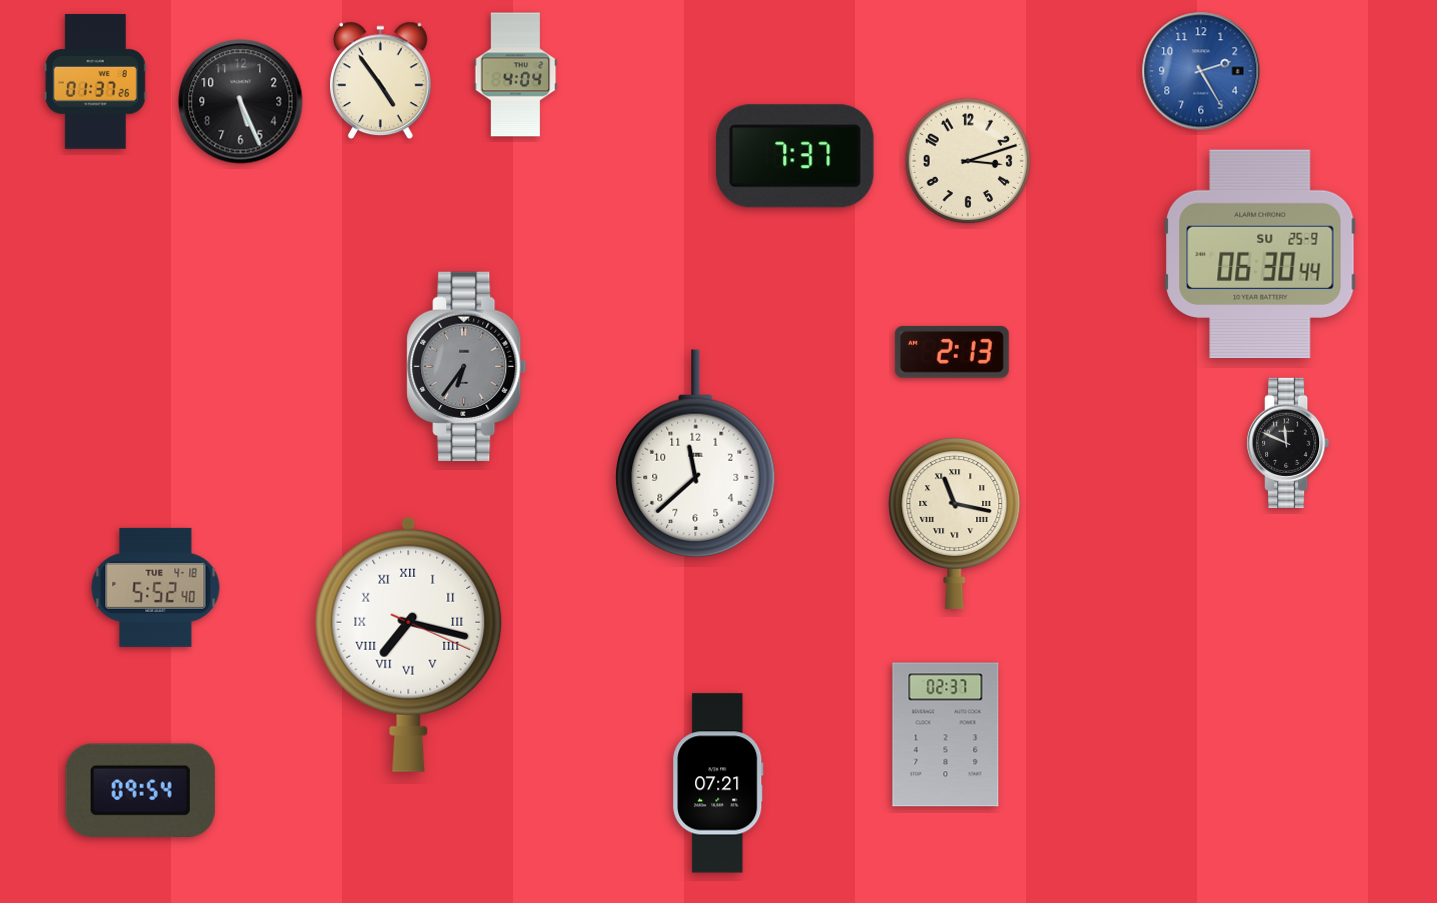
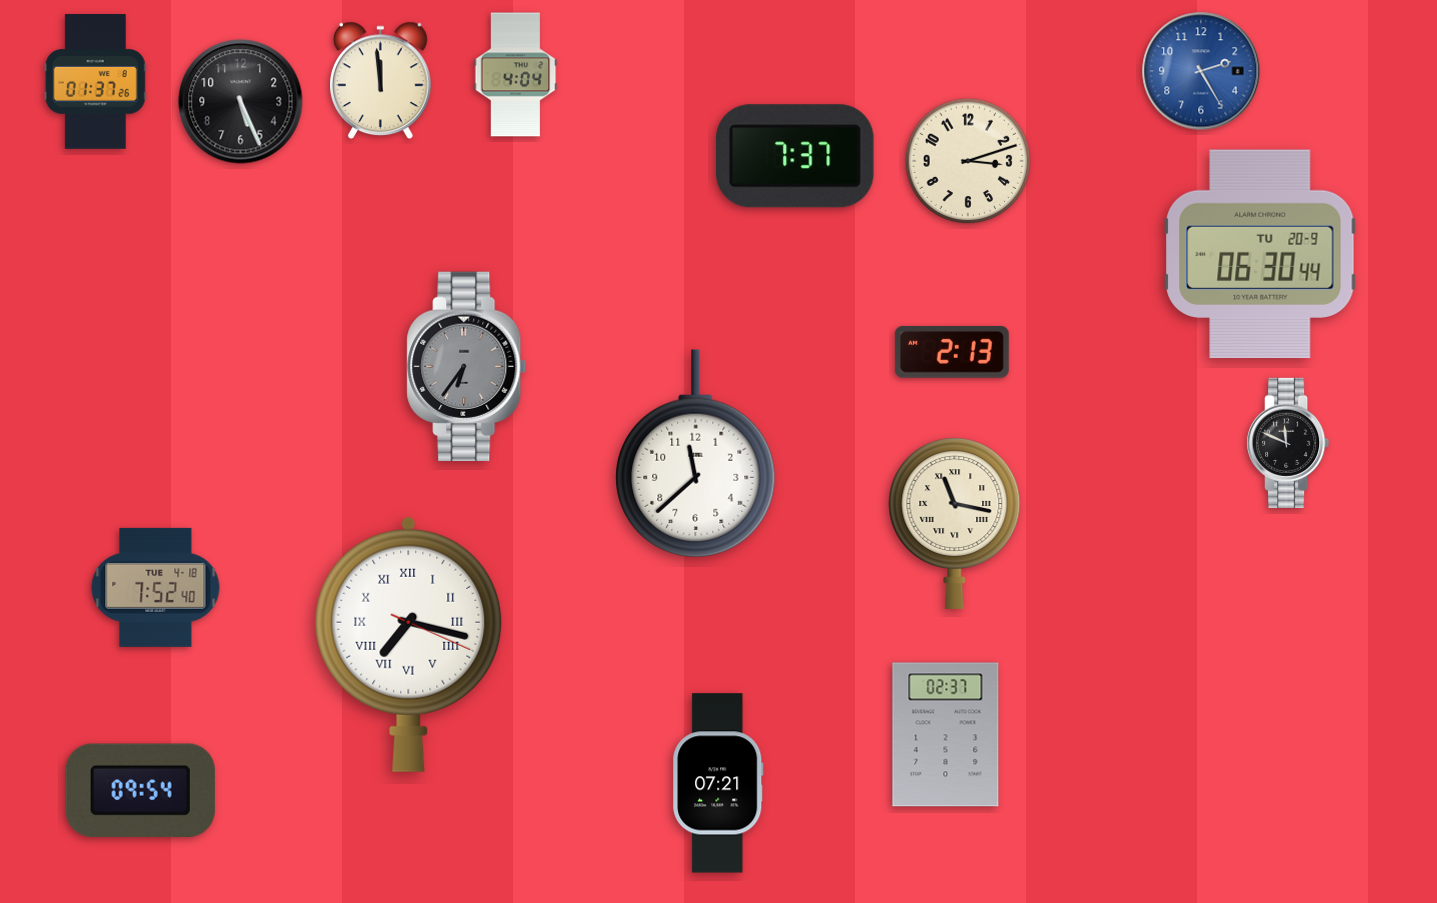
clock at (381, 81): 4:54 -> 11:59
clock at (1260, 254) date: SU 25-9 -> TU 20-9
clock at (156, 587): 5:52 -> 7:52
